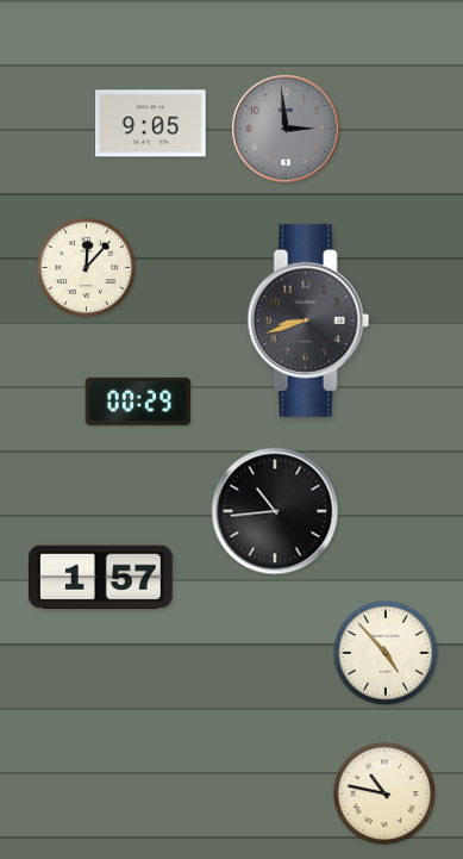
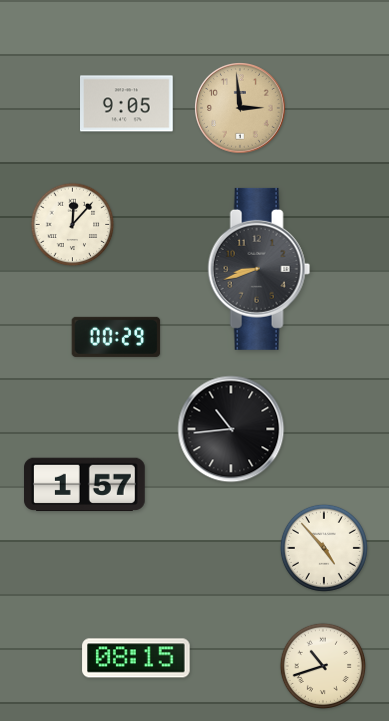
clock at (287, 130) dial: grey -> champagne
clock at (136, 658): none -> 08:15
clock at (383, 792): 10:47 -> 10:42
